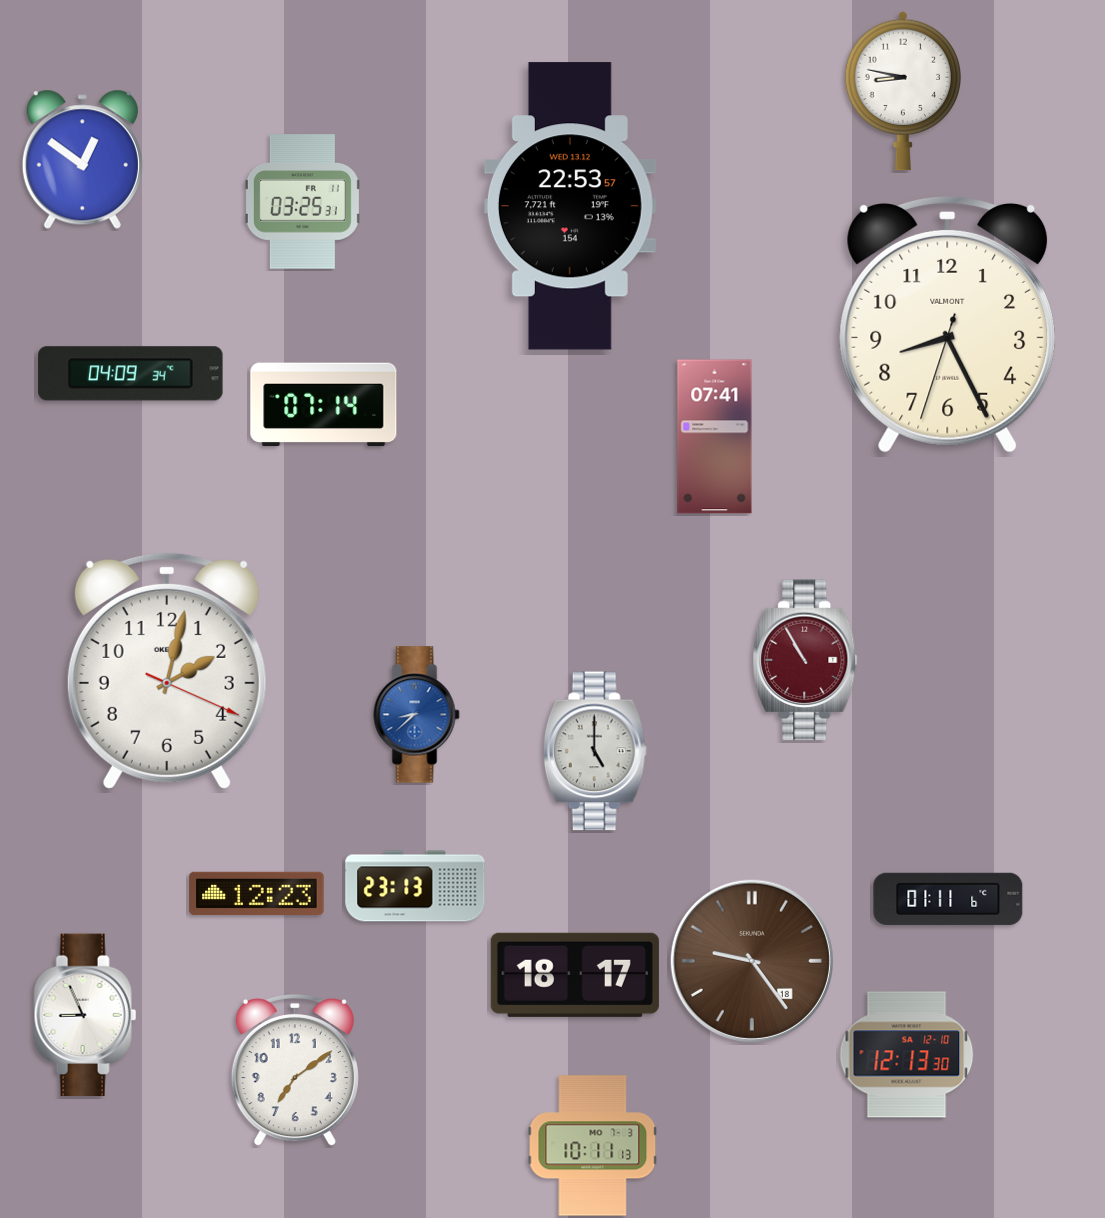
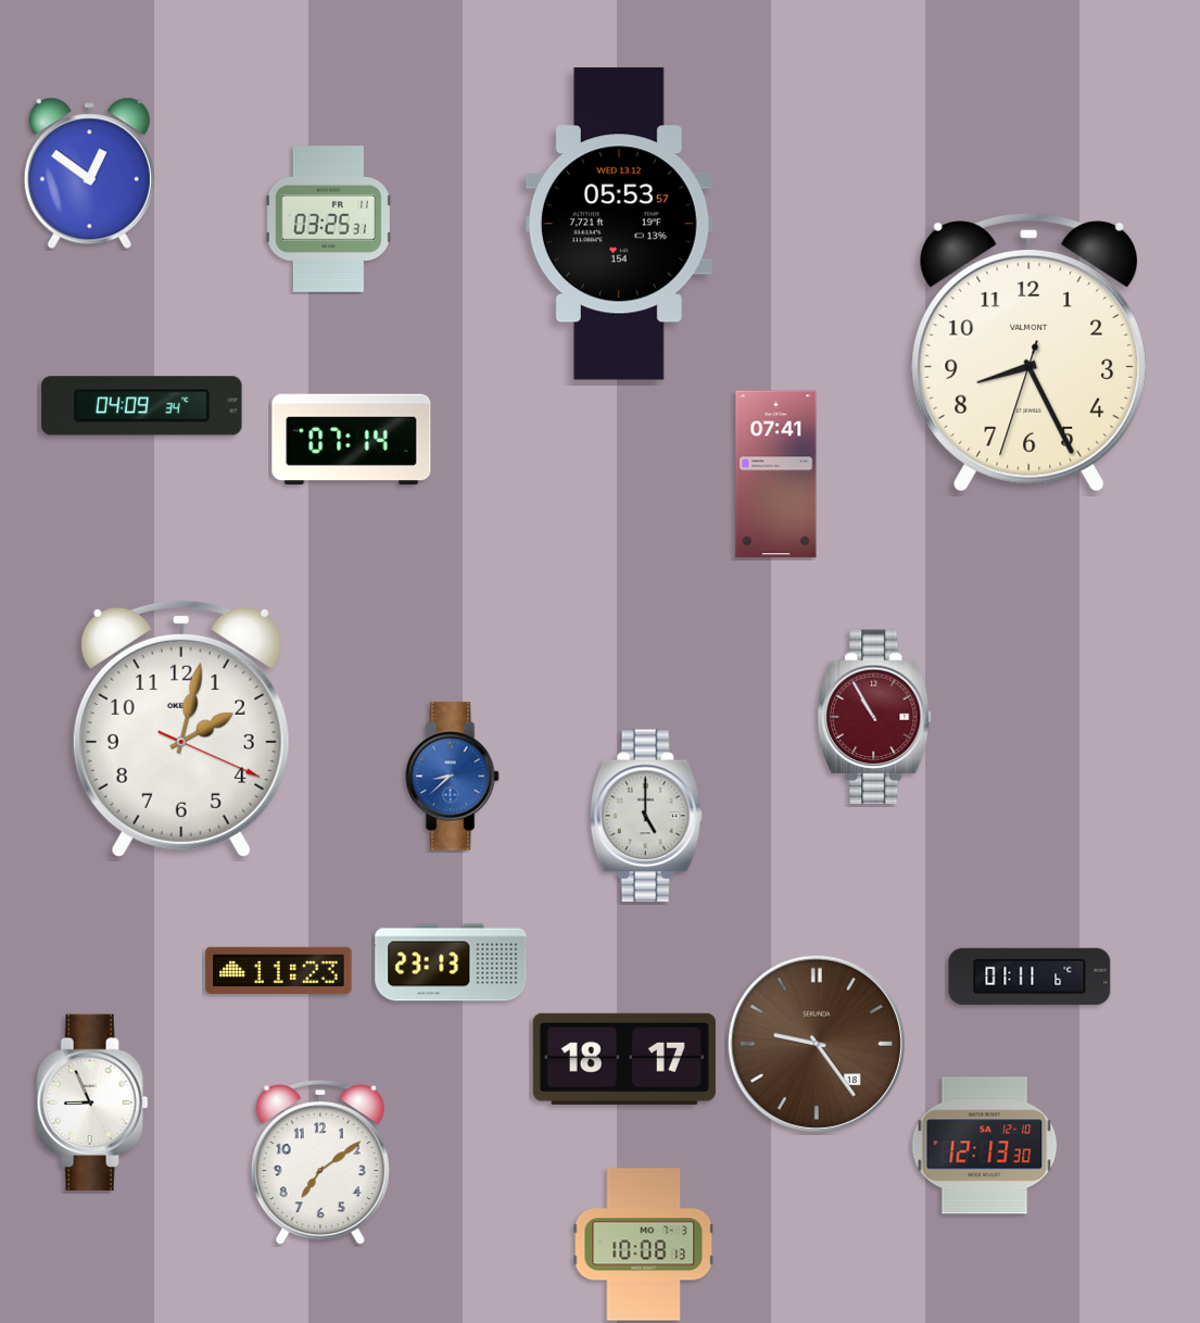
clock at (902, 91): 8:47 -> none
clock at (570, 206): 22:53 -> 05:53
clock at (257, 893): 12:23 -> 11:23
clock at (593, 1146): 10:11 -> 10:08
